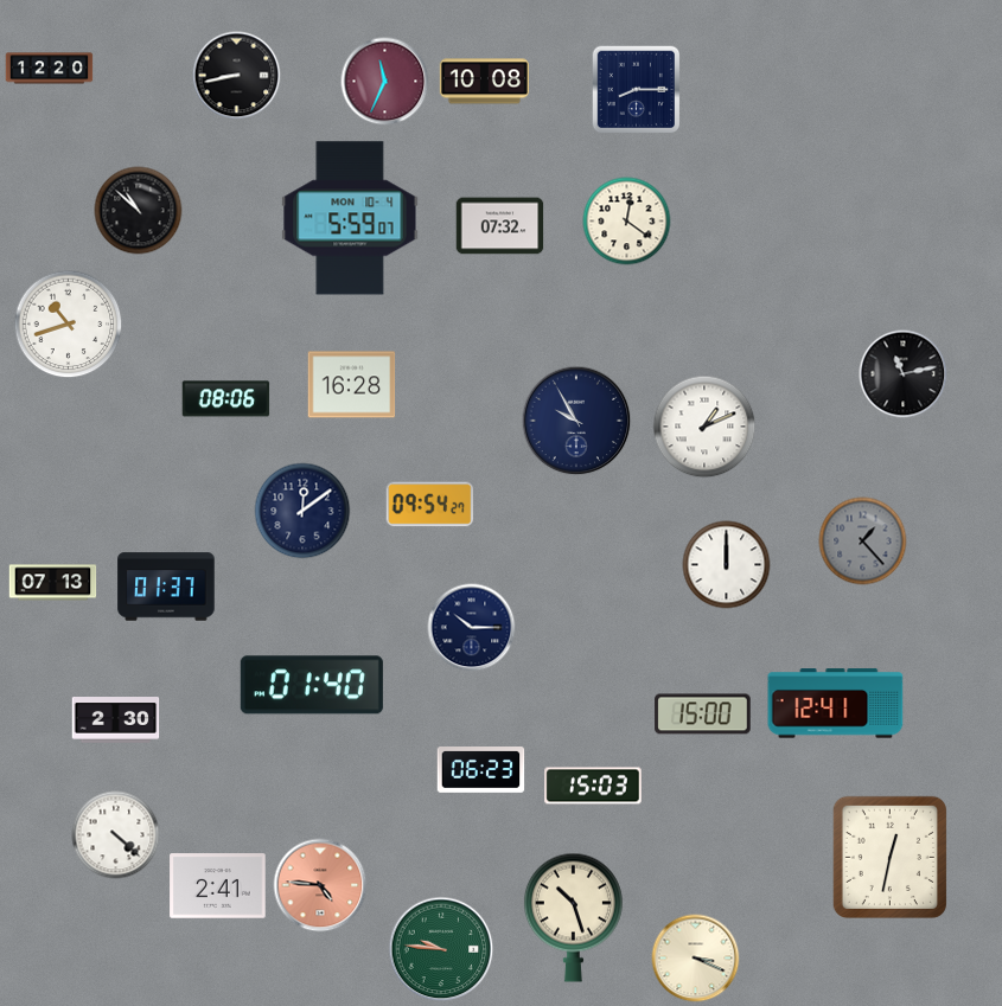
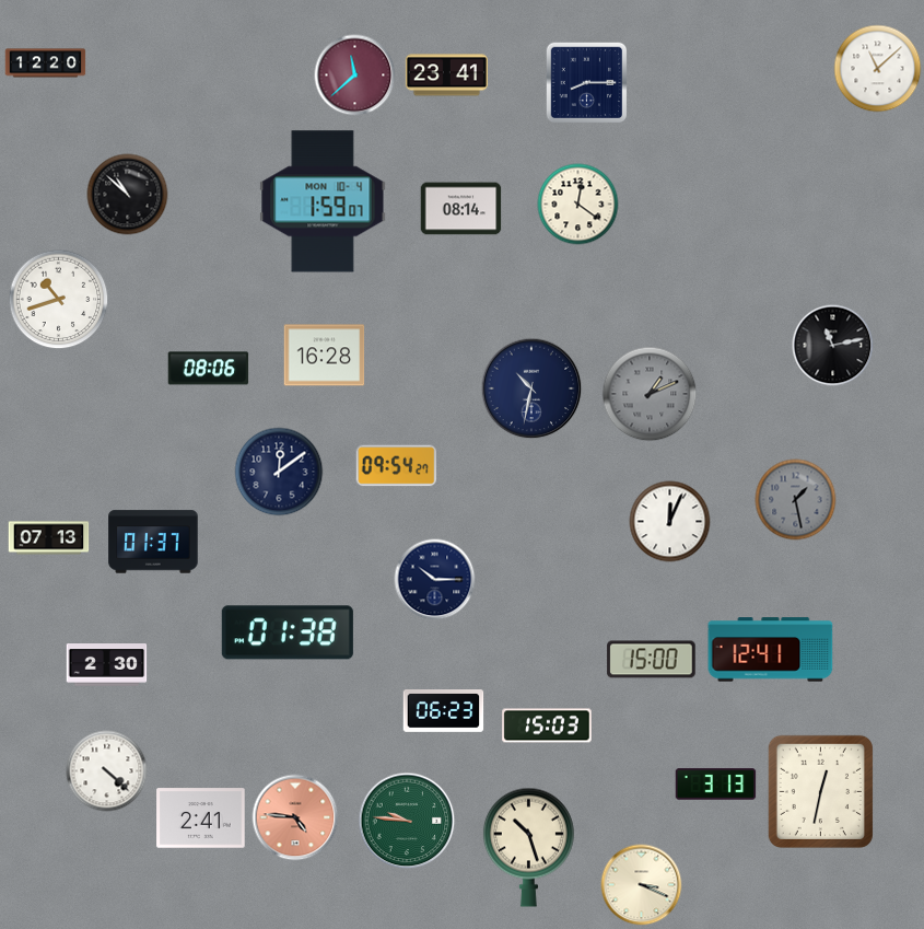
clock at (878, 69): none -> 11:08
clock at (237, 76): 8:43 -> none
clock at (385, 82): 11:34 -> 11:38
clock at (484, 82): 10:08 -> 23:41
clock at (350, 218): 5:59 -> 1:59
clock at (500, 226): 07:32 -> 08:14
clock at (69, 325) position: (69, 325) -> (59, 300)
clock at (576, 421): 9:55 -> 10:32
clock at (704, 427) dial: white -> grey
clock at (863, 542): 1:23 -> 1:28
clock at (727, 565): 12:00 -> 12:04
clock at (312, 685): 01:40 -> 01:38
clock at (703, 715) position: (703, 715) -> (652, 660)
clock at (716, 785): none -> 3:13
clock at (441, 949) position: (441, 949) -> (407, 821)
